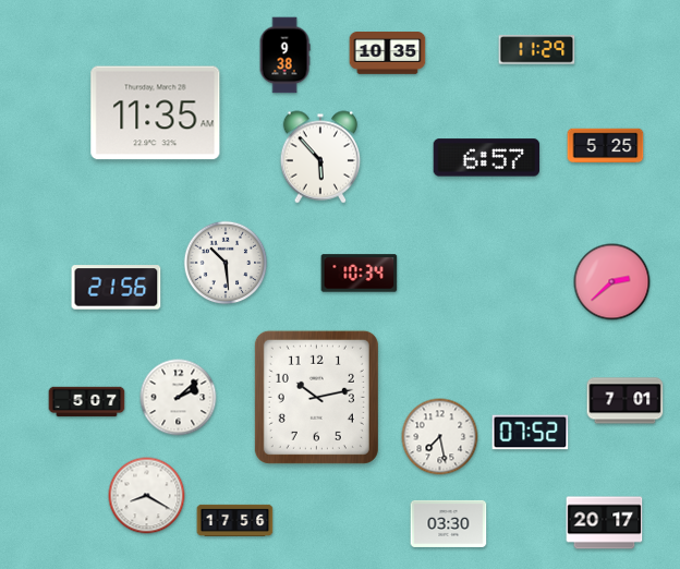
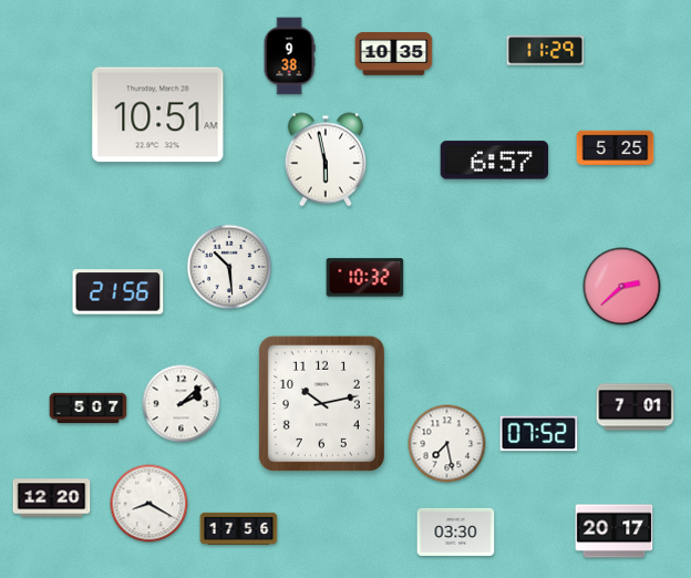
clock at (156, 113): 11:35 -> 10:51
clock at (320, 157): 5:53 -> 5:58
clock at (360, 274): 10:34 -> 10:32
clock at (531, 433) position: (531, 433) -> (539, 434)
clock at (52, 498): none -> 12:20
